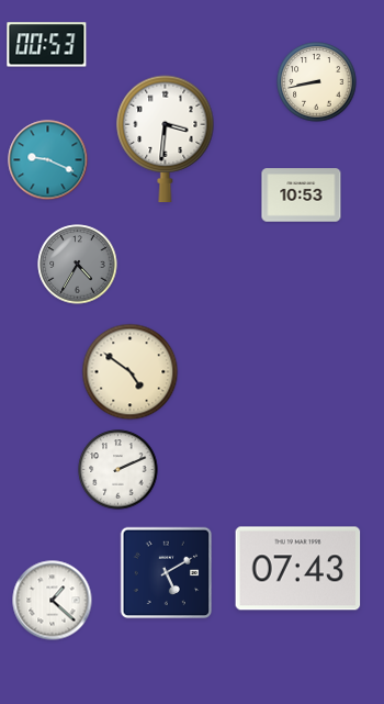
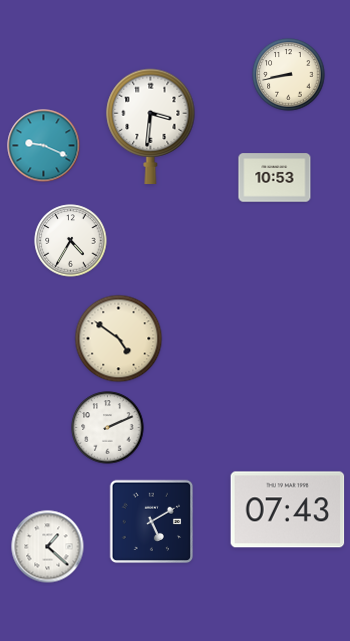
clock at (47, 45): 00:53 -> none
clock at (78, 265) dial: grey -> white
clock at (298, 569) position: (298, 569) -> (288, 510)
